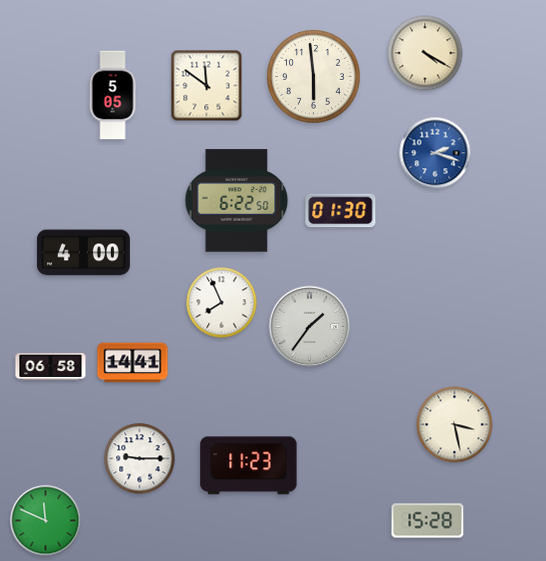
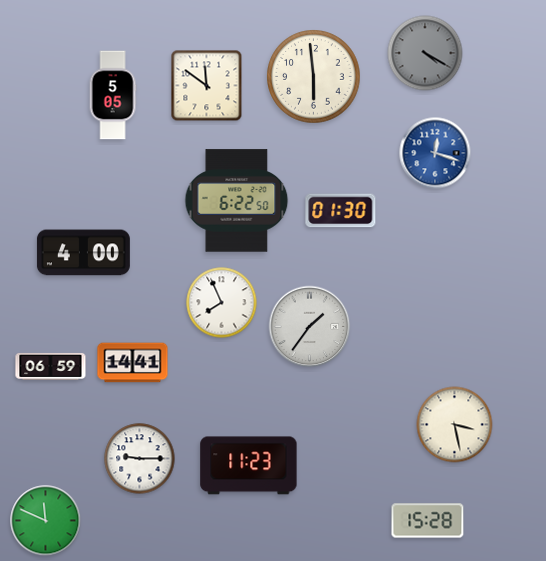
clock at (425, 53) dial: cream -> grey
clock at (435, 153): 2:18 -> 12:18
clock at (51, 366): 06:58 -> 06:59
